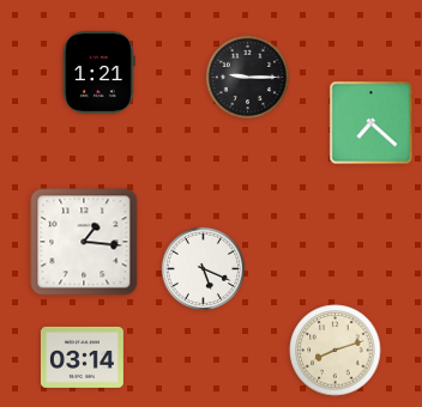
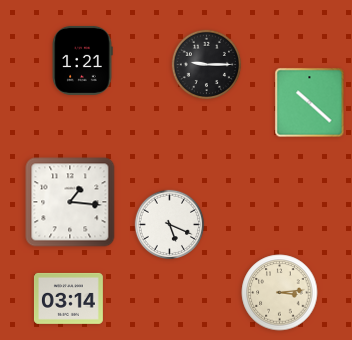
clock at (372, 123): 7:22 -> 10:22
clock at (336, 351): 8:12 -> 3:14
